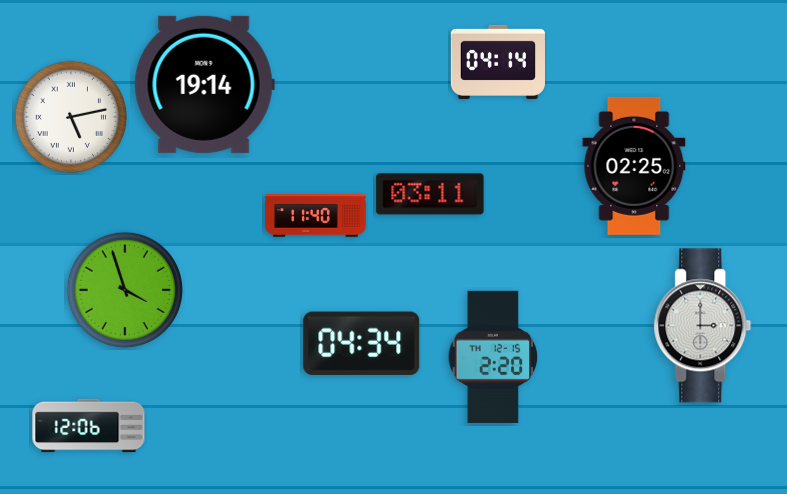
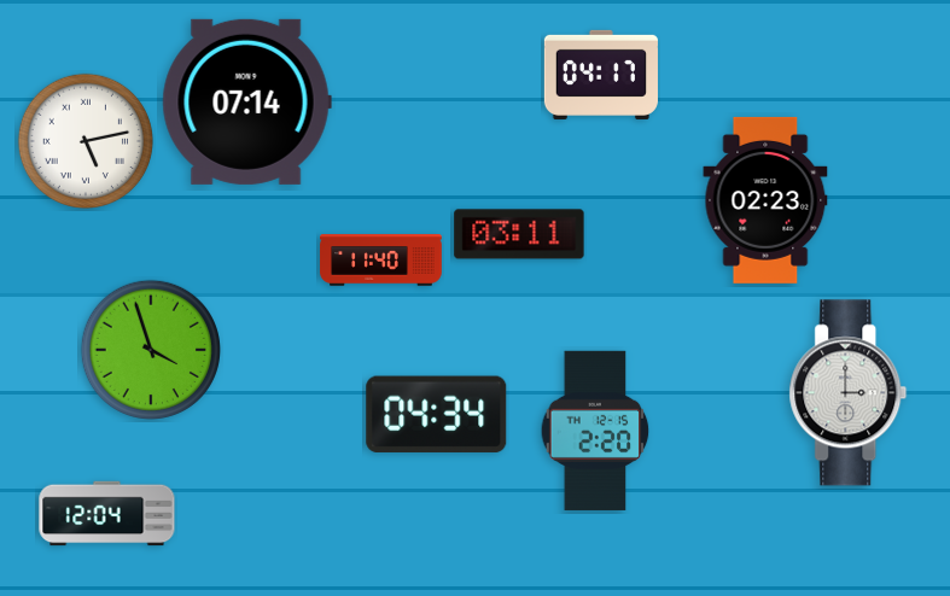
clock at (498, 62): 04:14 -> 04:17
clock at (204, 84): 19:14 -> 07:14
clock at (634, 166): 02:25 -> 02:23
clock at (89, 426): 12:06 -> 12:04
